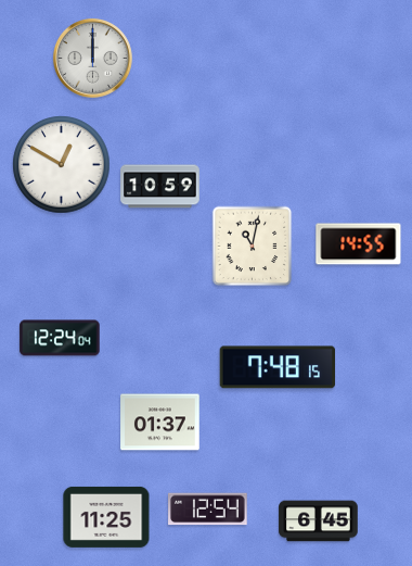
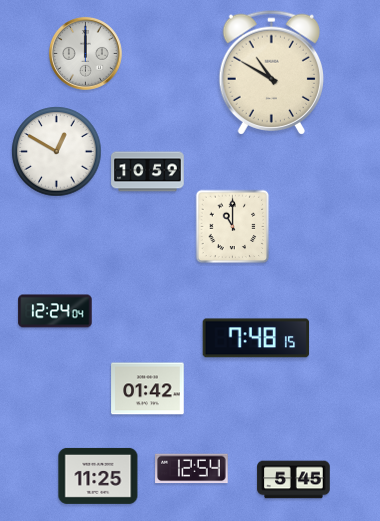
clock at (271, 72): none -> 10:50
clock at (359, 244): 14:55 -> none
clock at (253, 247): 11:02 -> 11:00
clock at (160, 423): 01:37 -> 01:42
clock at (319, 521): 6:45 -> 5:45
